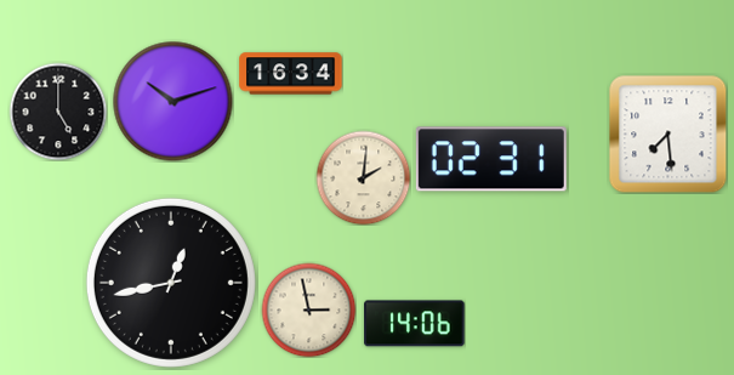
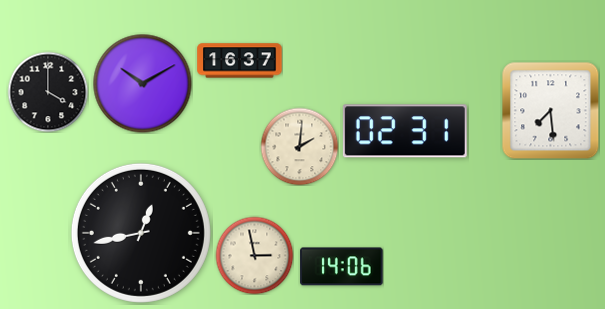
clock at (291, 74): 16:34 -> 16:37
clock at (173, 102): 10:12 -> 10:10
clock at (58, 112): 5:00 -> 4:00
